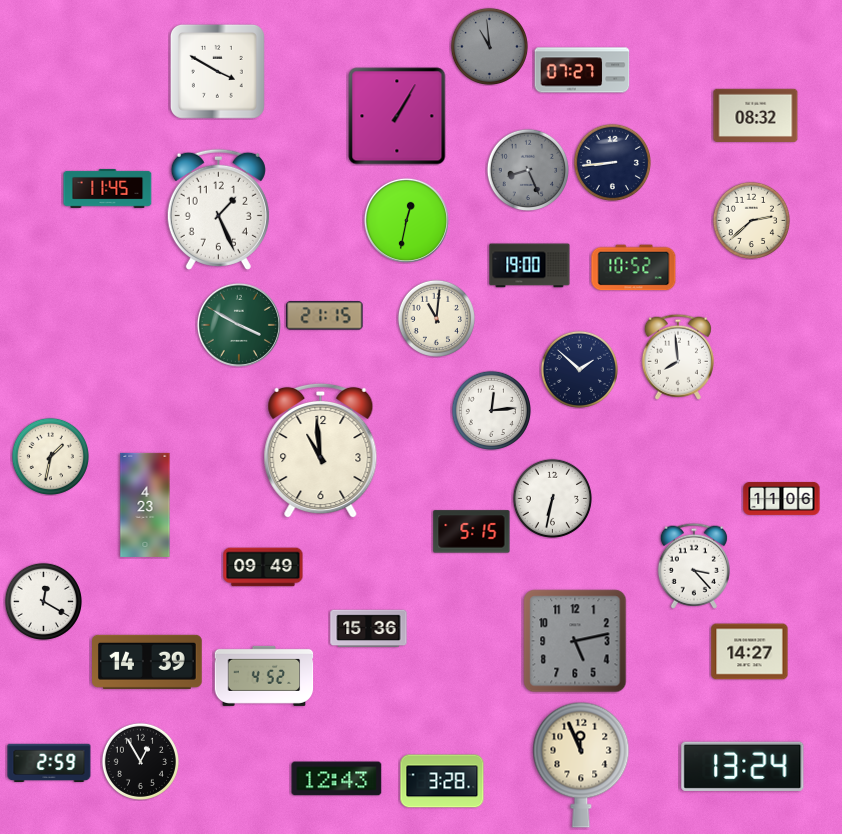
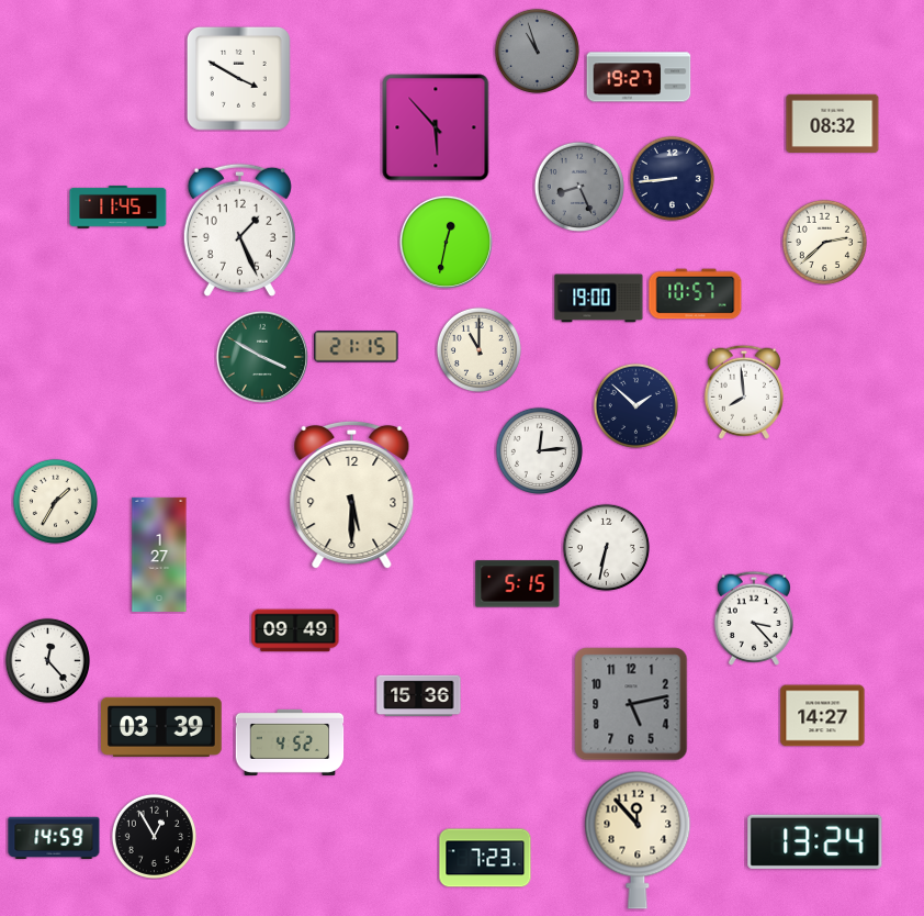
clock at (489, 46): 10:59 -> 10:57
clock at (582, 70): 07:27 -> 19:27
clock at (756, 115) position: (756, 115) -> (833, 123)
clock at (397, 116): 1:05 -> 5:53
clock at (530, 266) position: (530, 266) -> (599, 299)
clock at (634, 268): 10:52 -> 10:57
clock at (436, 318): 11:01 -> 11:00
clock at (321, 451): 10:59 -> 5:30
clock at (50, 456): 1:32 -> 1:35
clock at (782, 499): 11:06 -> none
clock at (145, 505): 4:23 -> 1:27
clock at (694, 566) position: (694, 566) -> (754, 618)
clock at (263, 567) position: (263, 567) -> (295, 630)
clock at (43, 601): 12:20 -> 12:23
clock at (369, 629) position: (369, 629) -> (419, 696)
clock at (148, 662): 14:39 -> 03:39
clock at (49, 762): 2:59 -> 14:59
clock at (581, 765): 11:56 -> 11:53
clock at (337, 779): 12:43 -> none
clock at (442, 781): 3:28 -> 7:23
